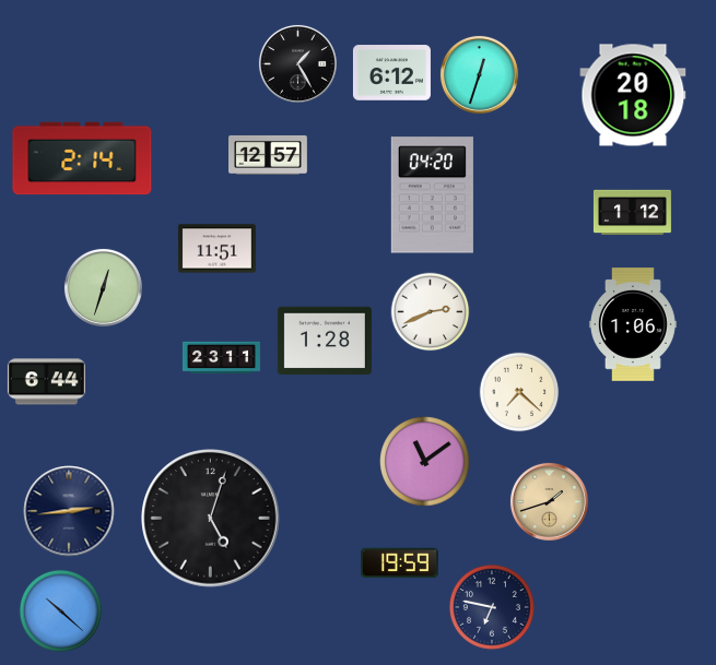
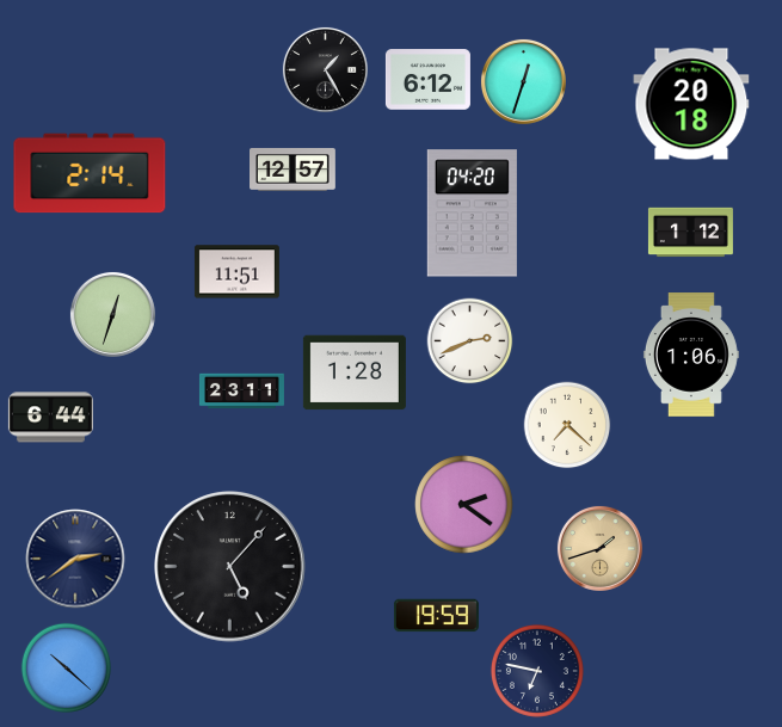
clock at (519, 392) position: (519, 392) -> (567, 425)
clock at (425, 462): 11:09 -> 2:21
clock at (69, 511): 2:44 -> 2:39
clock at (211, 519): 5:03 -> 5:07
clock at (492, 607) position: (492, 607) -> (537, 671)
